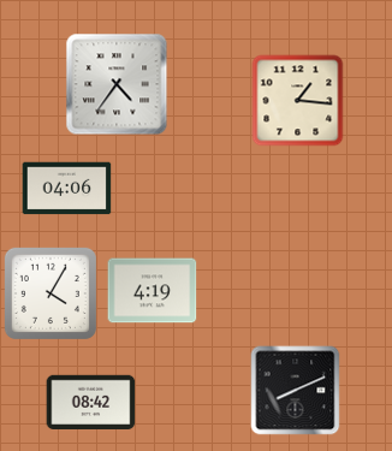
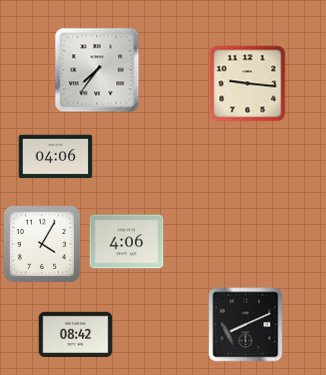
clock at (117, 84): 4:36 -> 7:36
clock at (298, 101): 1:16 -> 9:16
clock at (153, 291): 4:19 -> 4:06
